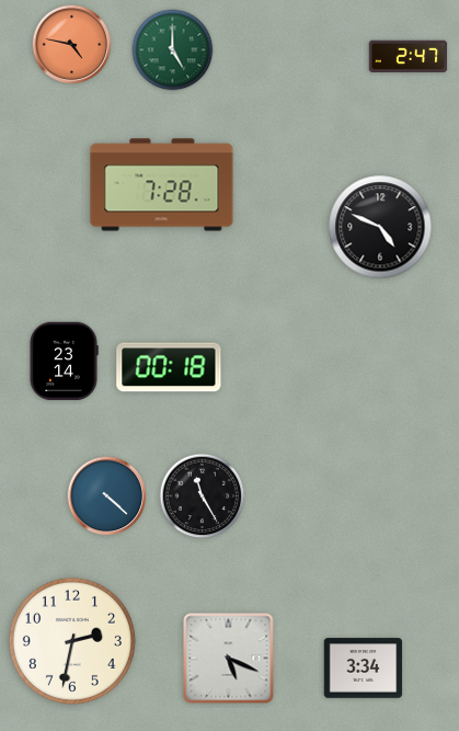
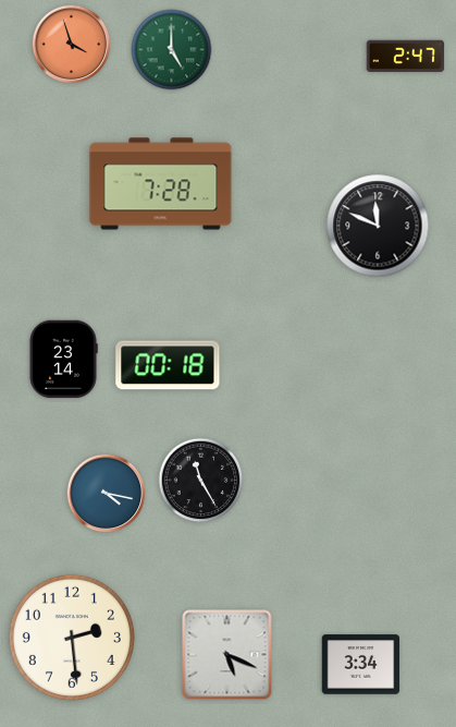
clock at (72, 45): 4:47 -> 3:57
clock at (380, 227): 4:49 -> 11:49
clock at (107, 496): 4:22 -> 4:17
clock at (203, 496) position: (203, 496) -> (201, 481)
clock at (72, 641): 2:32 -> 2:29
